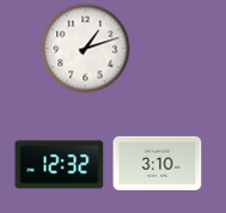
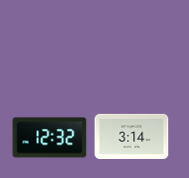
clock at (86, 49): 1:12 -> none
clock at (158, 163): 3:10 -> 3:14
